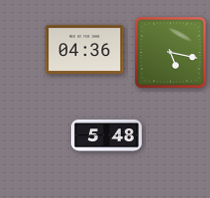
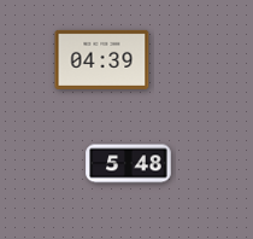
clock at (85, 49): 04:36 -> 04:39
clock at (171, 53): 5:17 -> none
